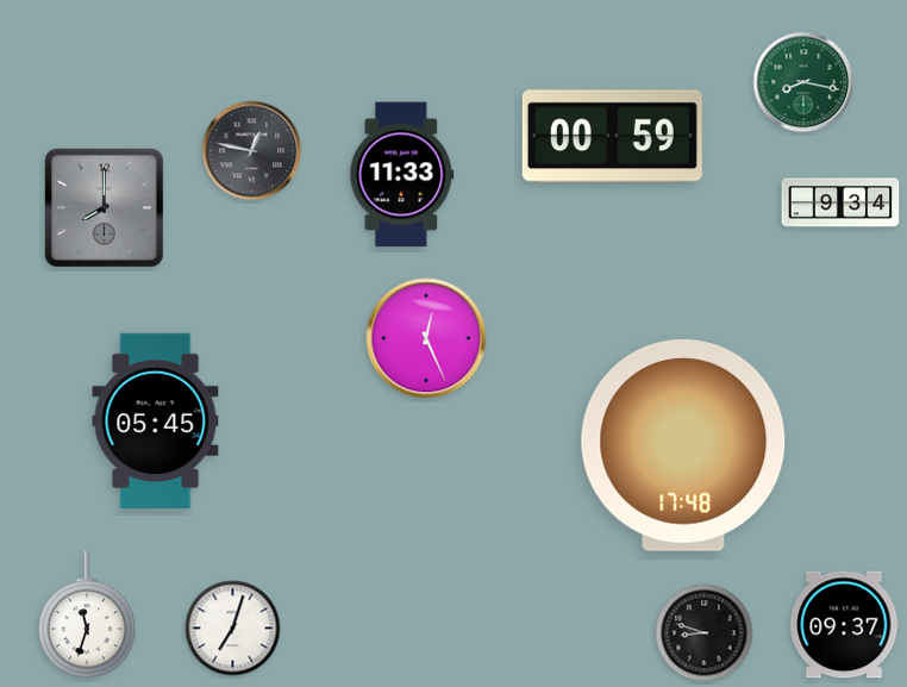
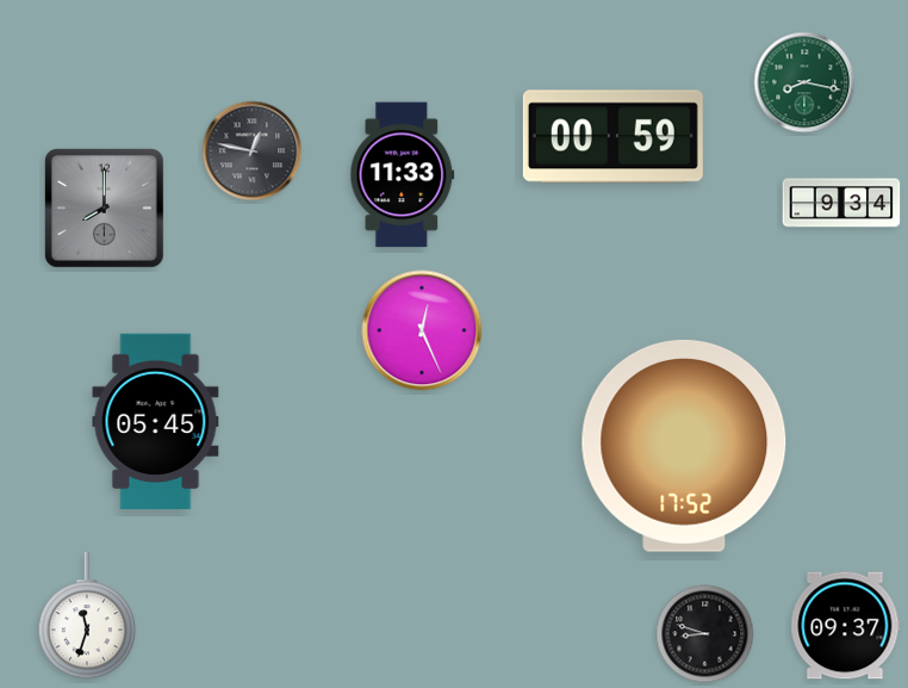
clock at (426, 338) position: (426, 338) -> (422, 330)
clock at (683, 445): 17:48 -> 17:52
clock at (233, 629): 7:03 -> none
